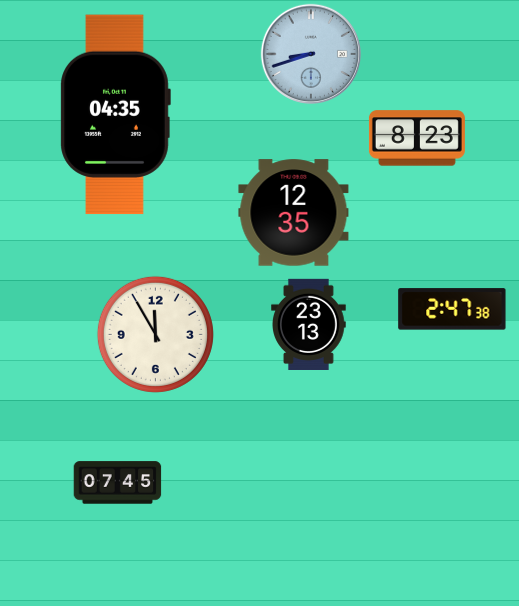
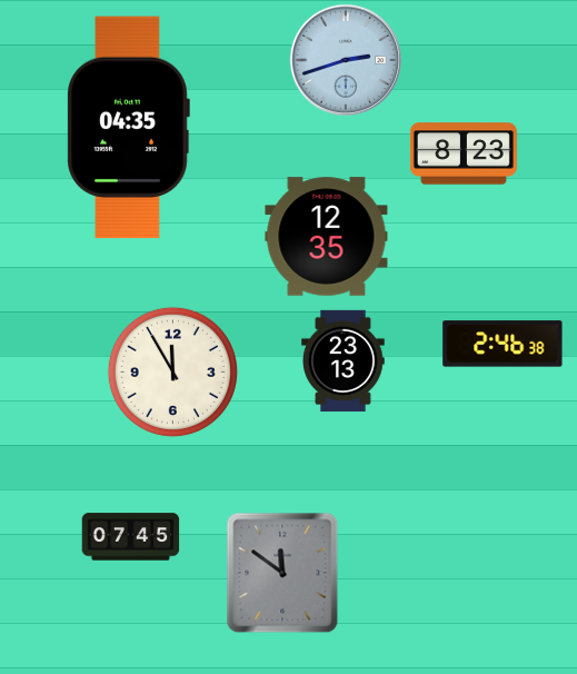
clock at (311, 54): 8:42 -> 2:42
clock at (452, 309): 2:47 -> 2:46
clock at (282, 573): none -> 11:51
